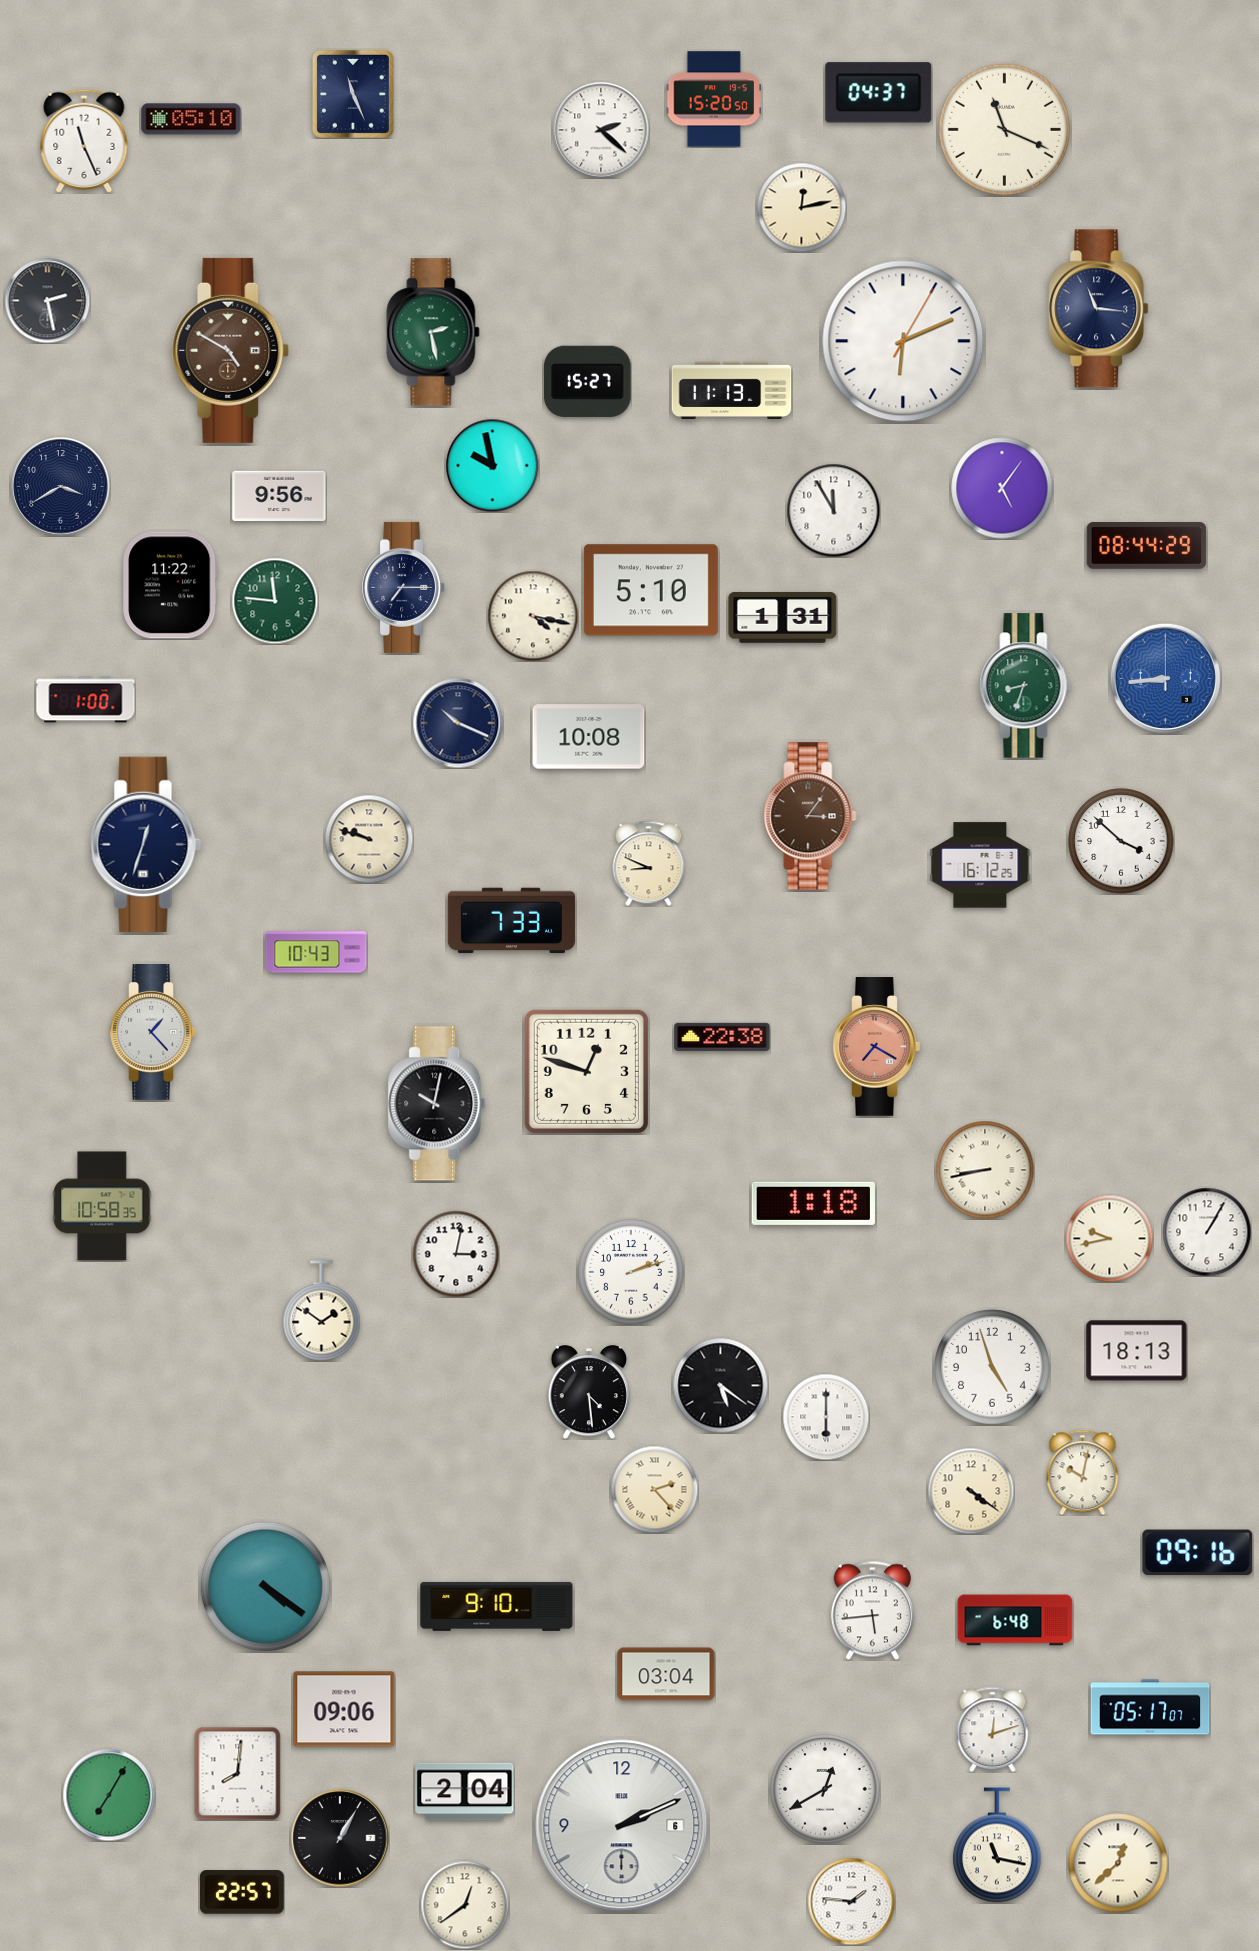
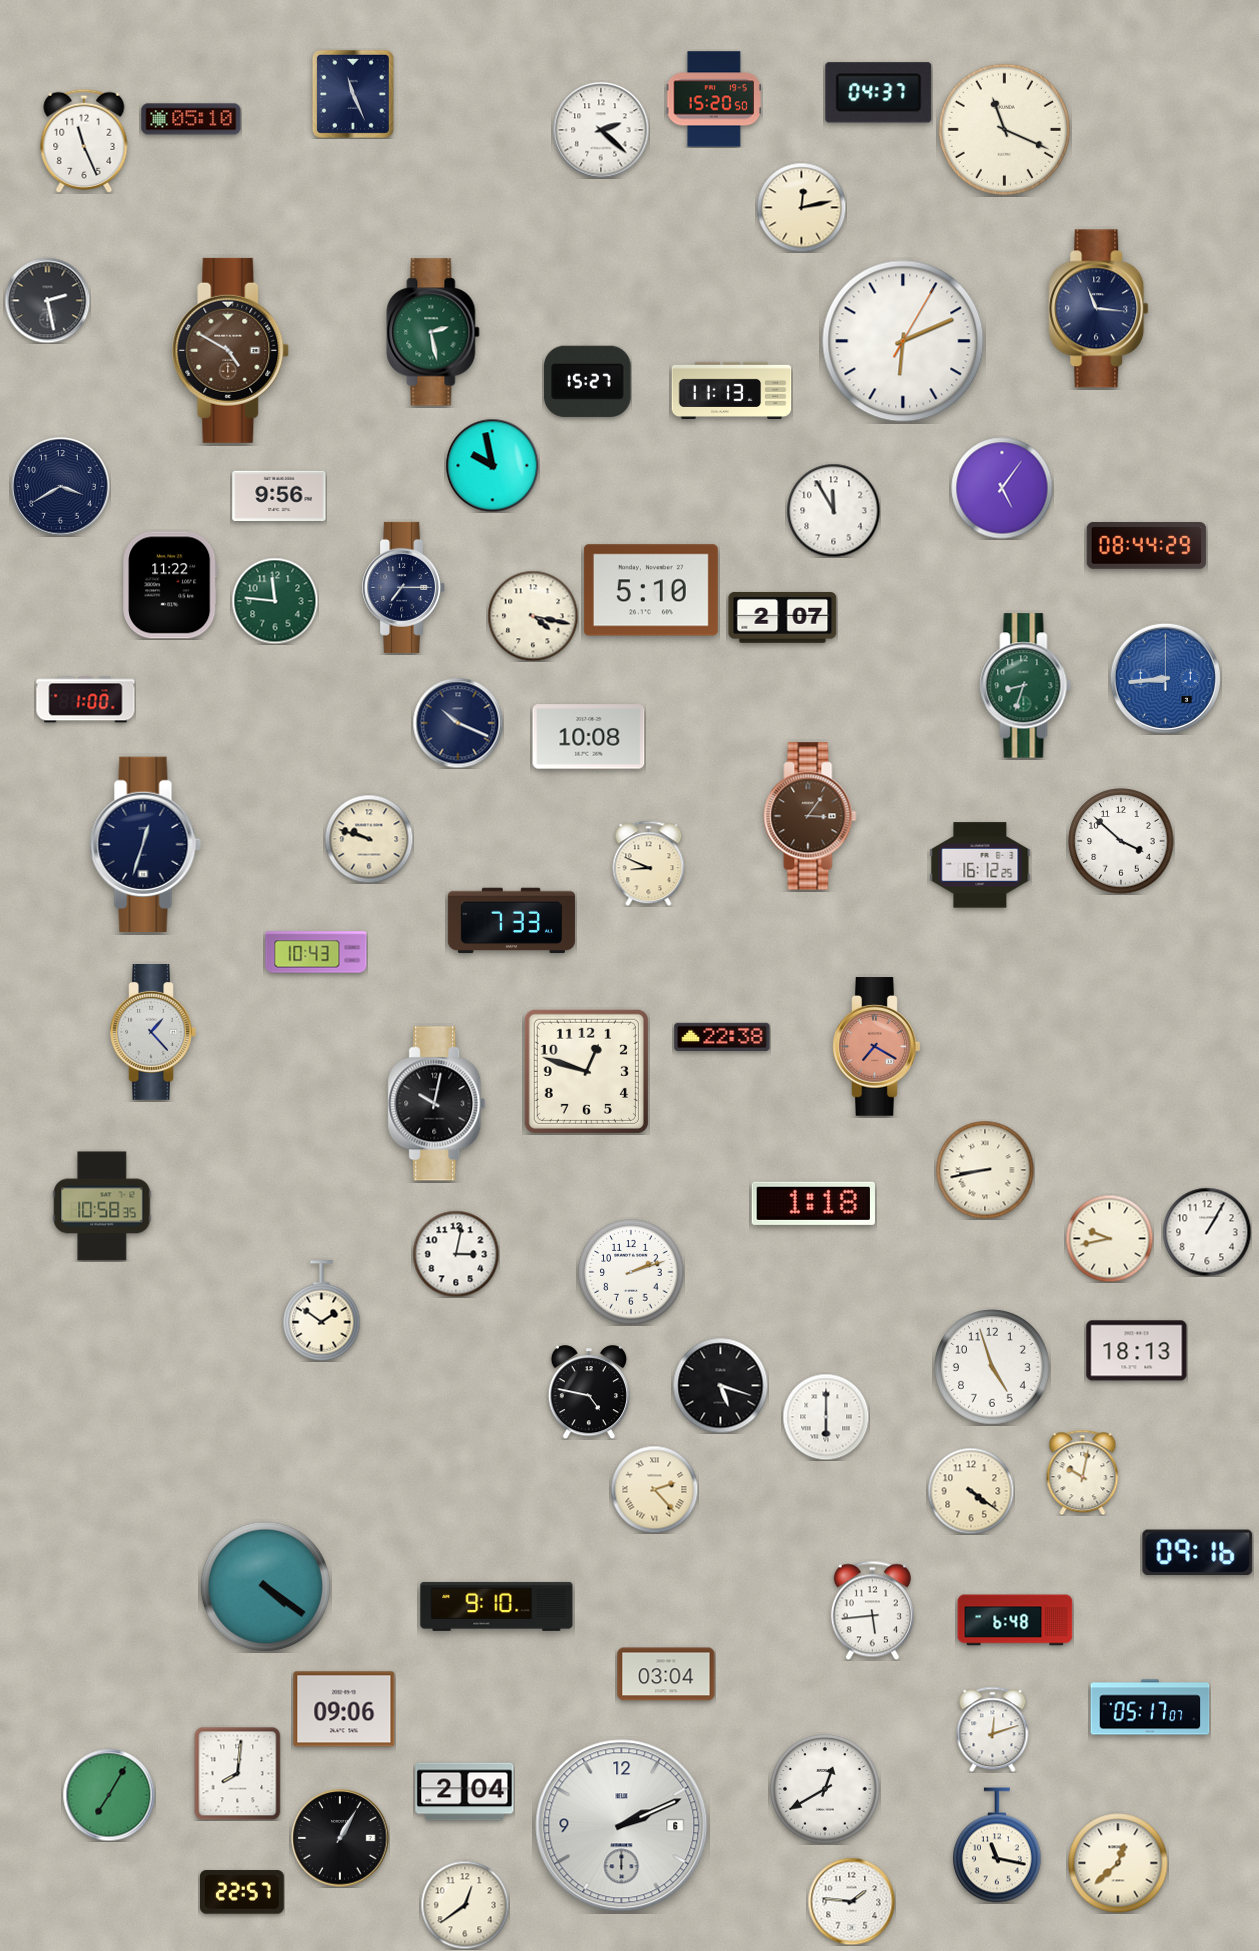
clock at (783, 617): 1:31 -> 2:07
clock at (720, 1385): 5:21 -> 5:18
clock at (588, 1392): 4:29 -> 4:47
